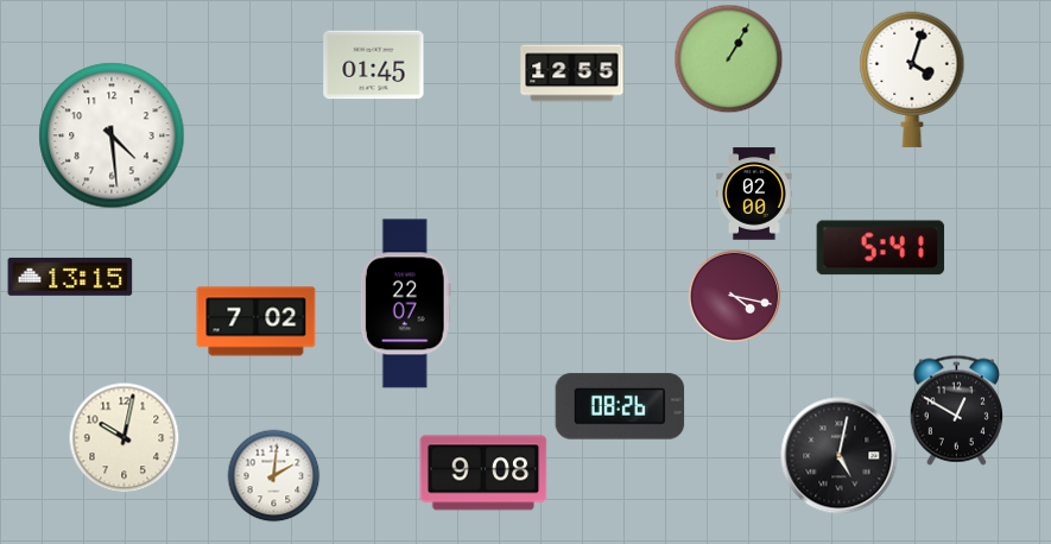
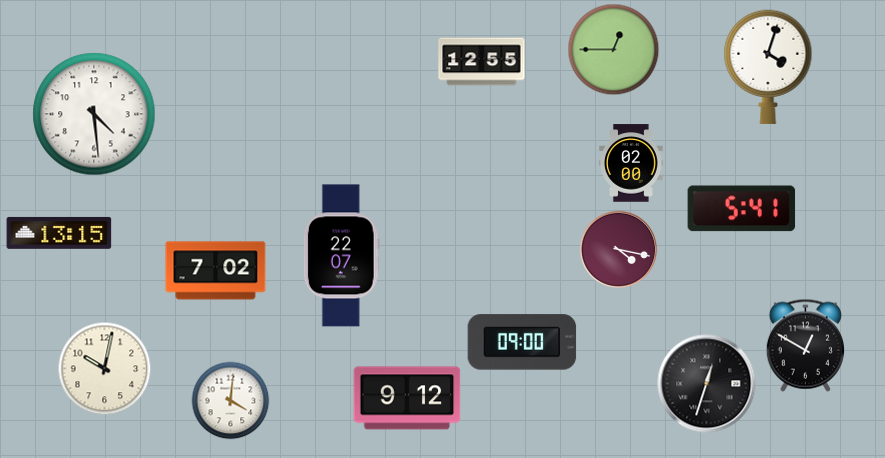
clock at (728, 58): 1:05 -> 12:45
clock at (374, 65): 01:45 -> none
clock at (754, 194) position: (754, 194) -> (631, 163)
clock at (620, 406): 08:26 -> 09:00
clock at (840, 456): 5:02 -> 12:33
clock at (483, 473): 9:08 -> 9:12
clock at (273, 475): 2:01 -> 4:01
